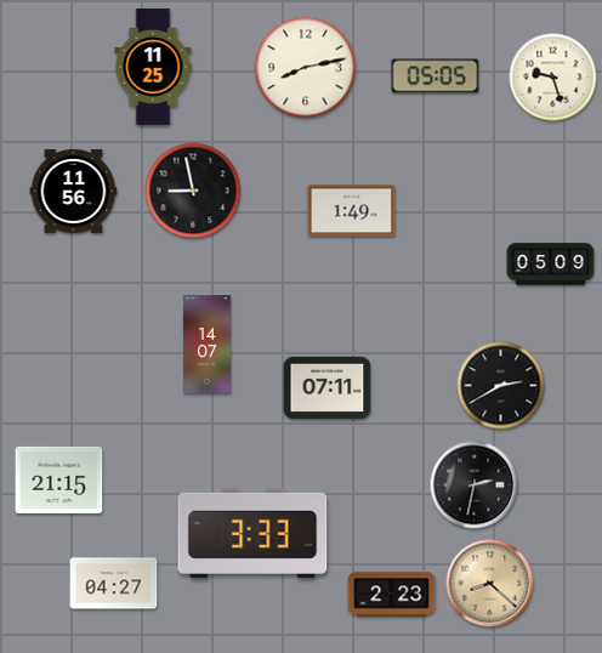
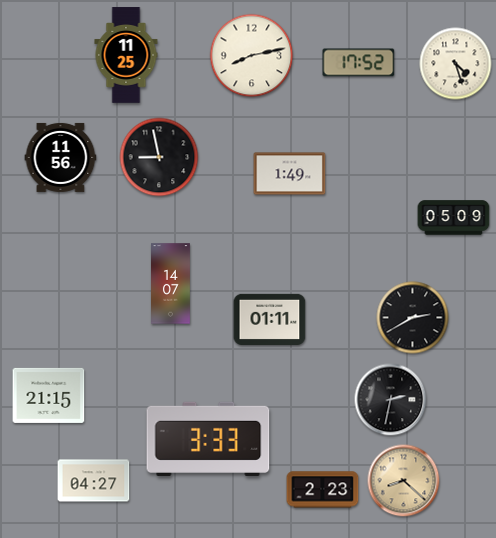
clock at (436, 76): 05:05 -> 17:52
clock at (553, 78): 9:27 -> 4:27
clock at (328, 387): 07:11 -> 01:11
